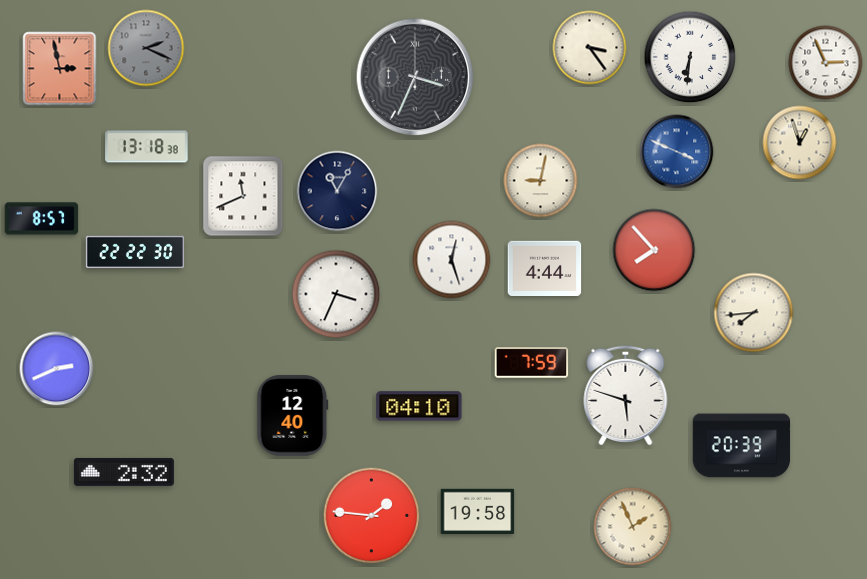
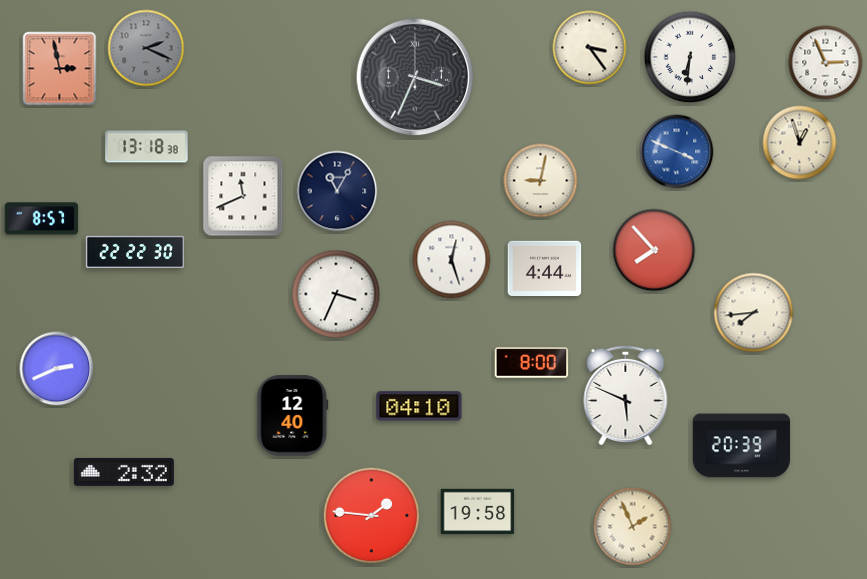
clock at (532, 363): 7:59 -> 8:00
clock at (626, 394): 5:48 -> 5:49
